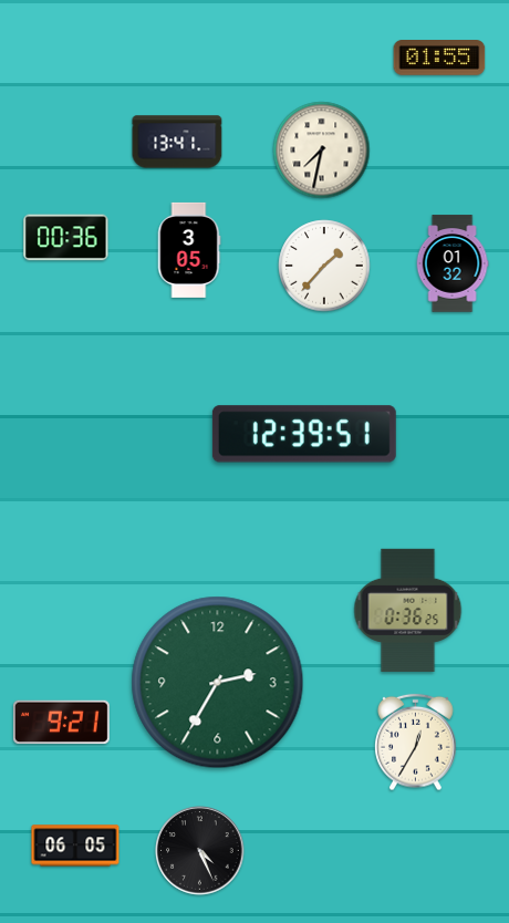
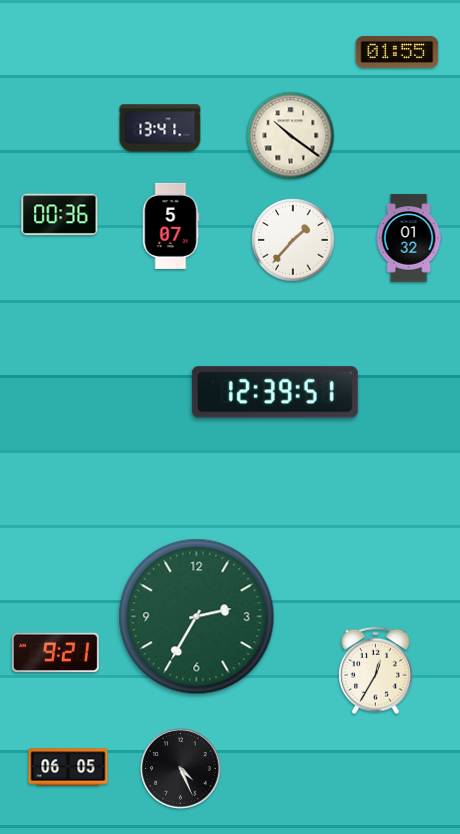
clock at (322, 151): 7:32 -> 10:21
clock at (189, 250): 3:05 -> 5:07
clock at (408, 610): 0:36 -> none
clock at (75, 846) position: (75, 846) -> (68, 767)
